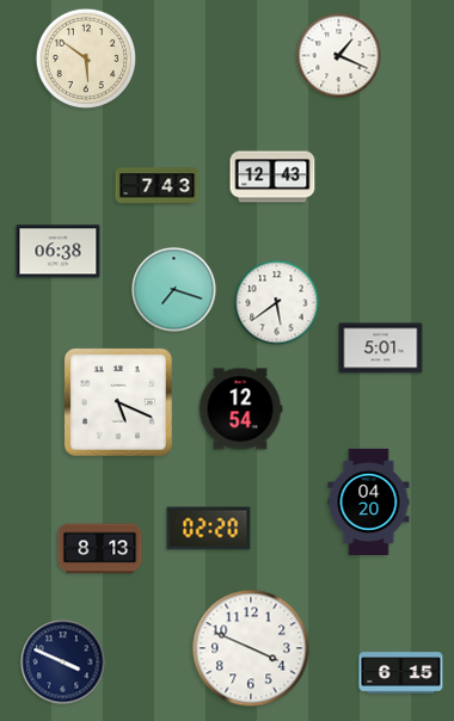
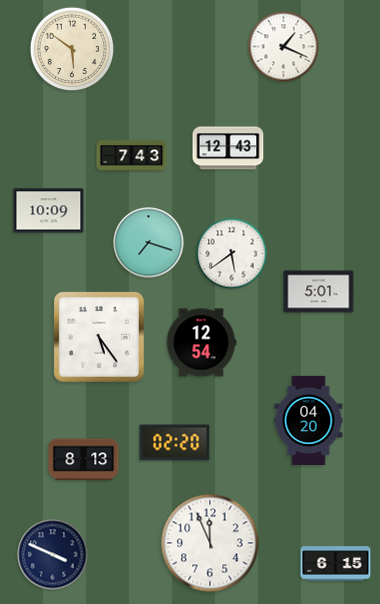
clock at (59, 252): 06:38 -> 10:09
clock at (174, 290) position: (174, 290) -> (149, 243)
clock at (118, 402): 5:19 -> 5:24
clock at (251, 648): 3:49 -> 11:56
